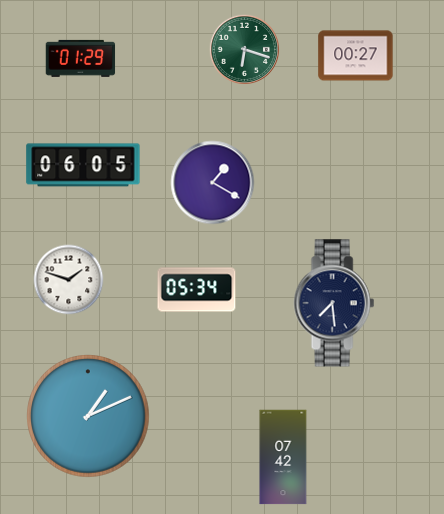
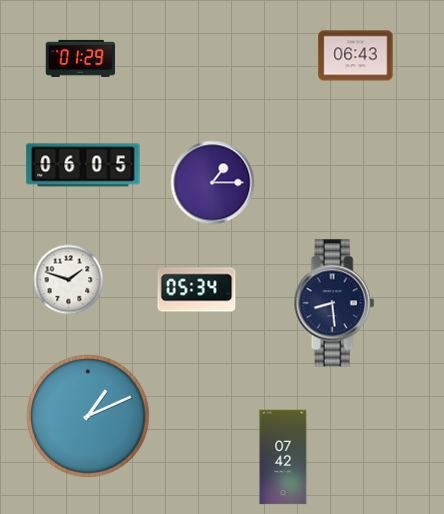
clock at (244, 49): 6:18 -> none
clock at (356, 56): 00:27 -> 06:43
clock at (213, 183): 1:20 -> 1:15
clock at (334, 303): 7:29 -> 8:29
